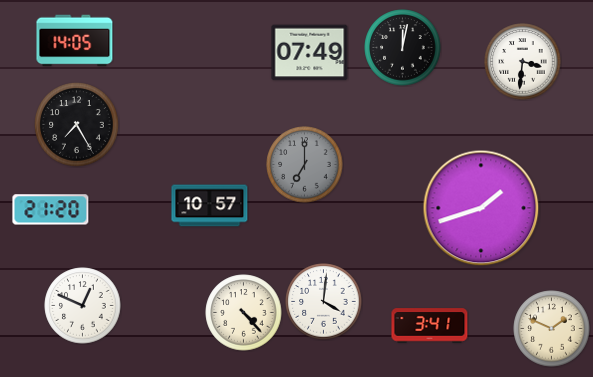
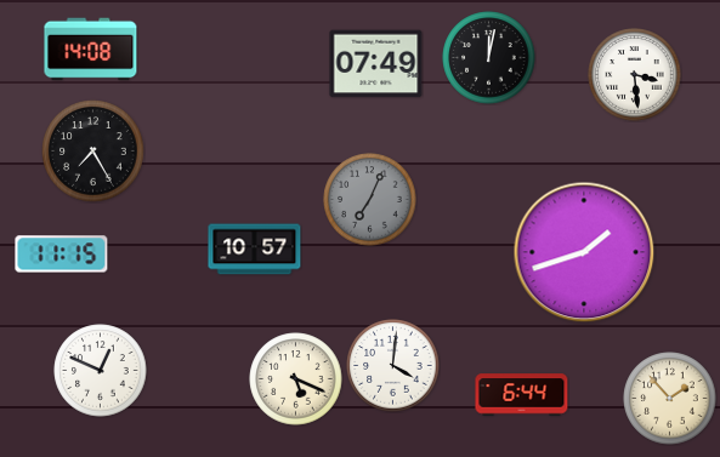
clock at (75, 41): 14:05 -> 14:08
clock at (523, 62): 3:31 -> 3:29
clock at (305, 165): 7:00 -> 7:04
clock at (51, 210): 21:20 -> 11:15
clock at (244, 313): 4:23 -> 5:19
clock at (430, 326): 3:41 -> 6:44
clock at (552, 329): 1:49 -> 1:53
